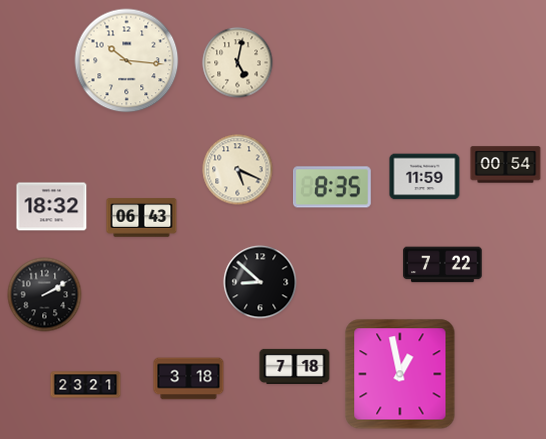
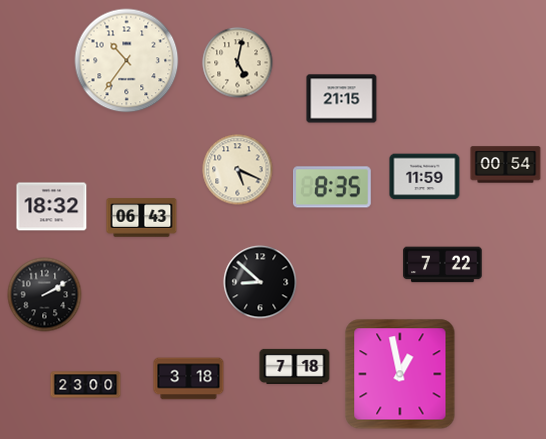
clock at (127, 61): 10:16 -> 10:36
clock at (342, 99): none -> 21:15
clock at (86, 385): 23:21 -> 23:00
